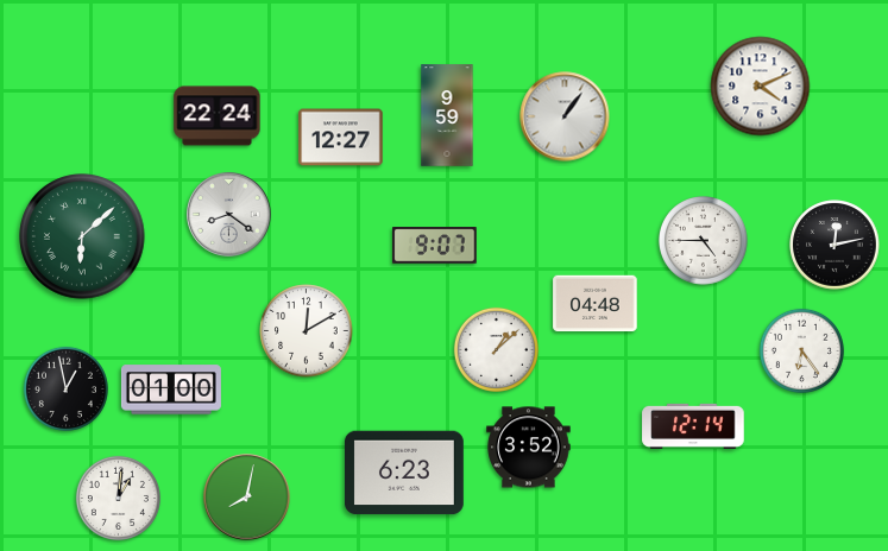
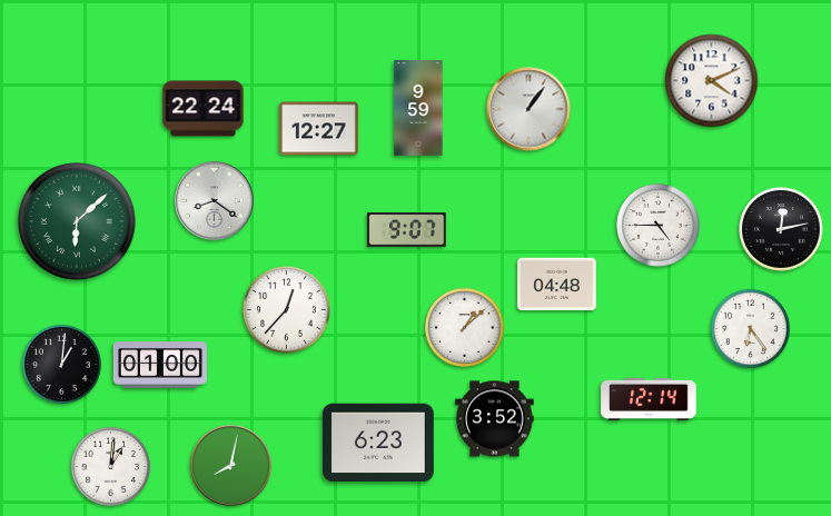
clock at (307, 331): 12:10 -> 12:37
clock at (65, 388): 12:58 -> 1:01
